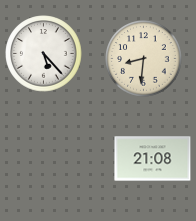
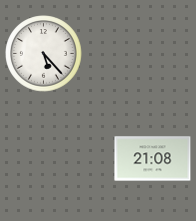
clock at (144, 59): 8:31 -> none
